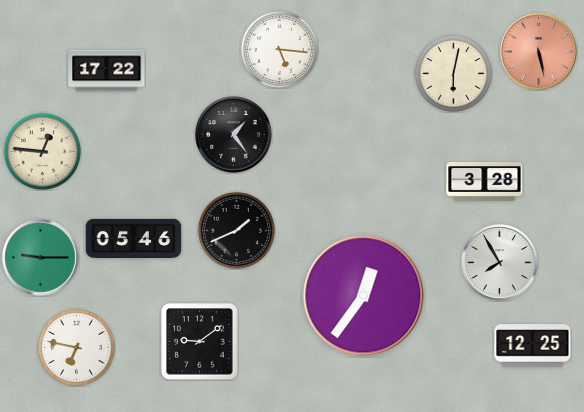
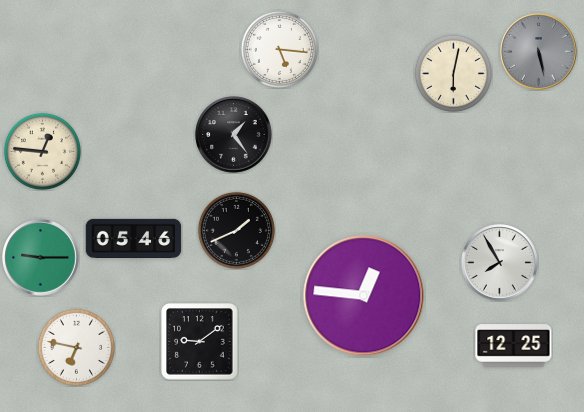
clock at (539, 52) dial: salmon -> grey
clock at (107, 71): 17:22 -> none
clock at (485, 182): 3:28 -> none
clock at (364, 296): 12:36 -> 12:46
clock at (533, 346) position: (533, 346) -> (514, 346)
